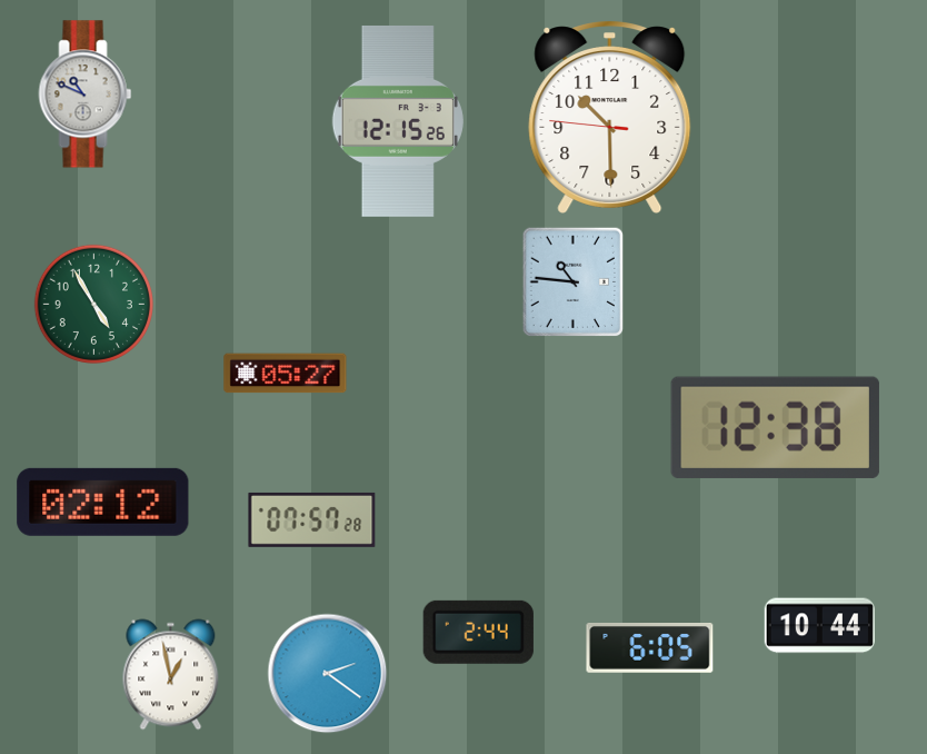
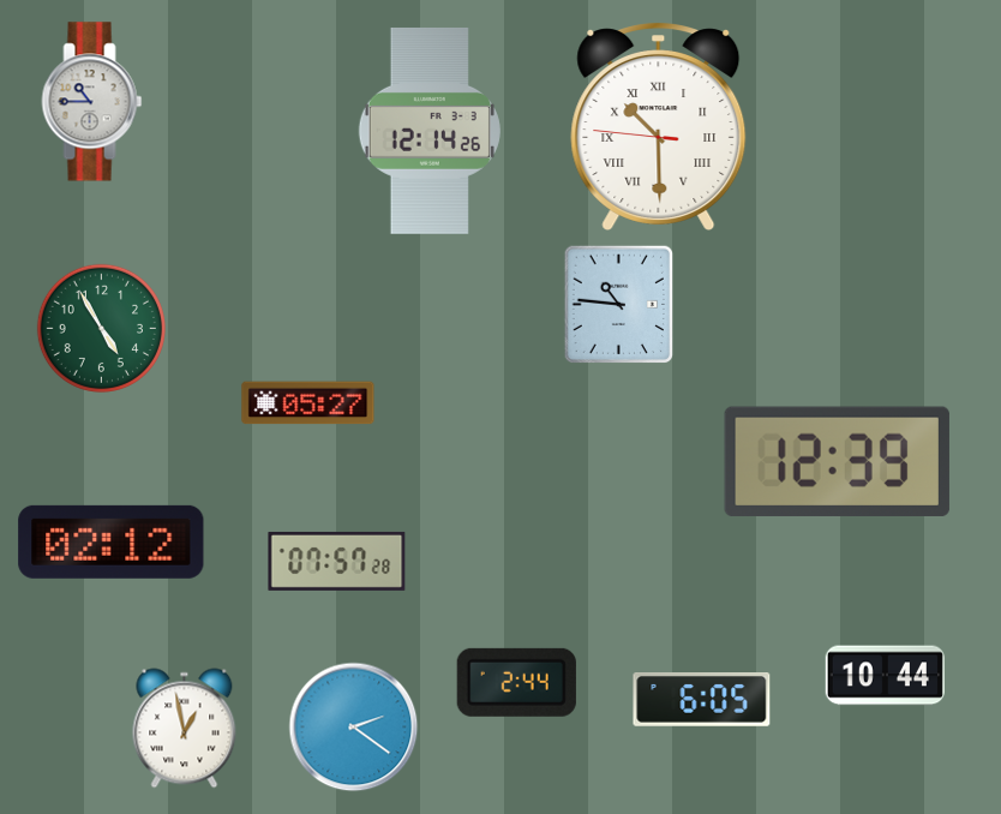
clock at (86, 95): 10:49 -> 10:45
clock at (610, 117) numerals: Arabic -> Roman
clock at (398, 121): 12:15 -> 12:14
clock at (775, 427): 12:38 -> 12:39
